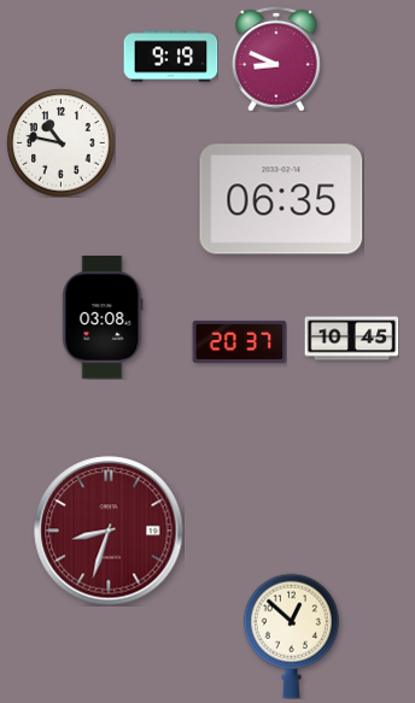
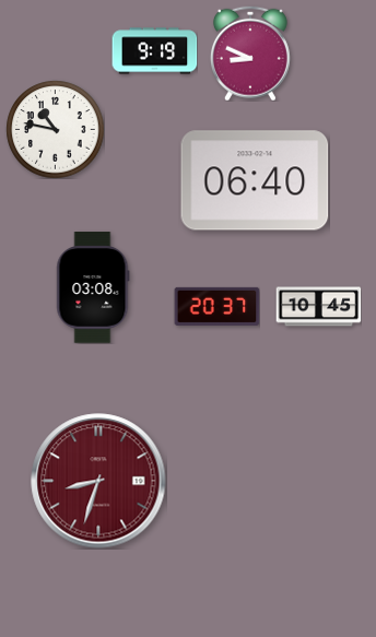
clock at (281, 199): 06:35 -> 06:40
clock at (239, 341) position: (239, 341) -> (216, 306)
clock at (291, 635): 12:52 -> none
